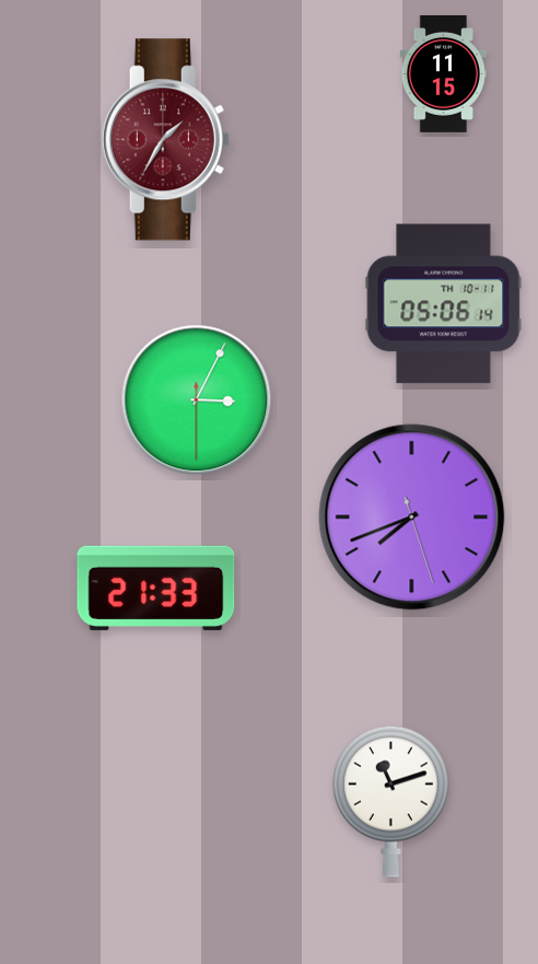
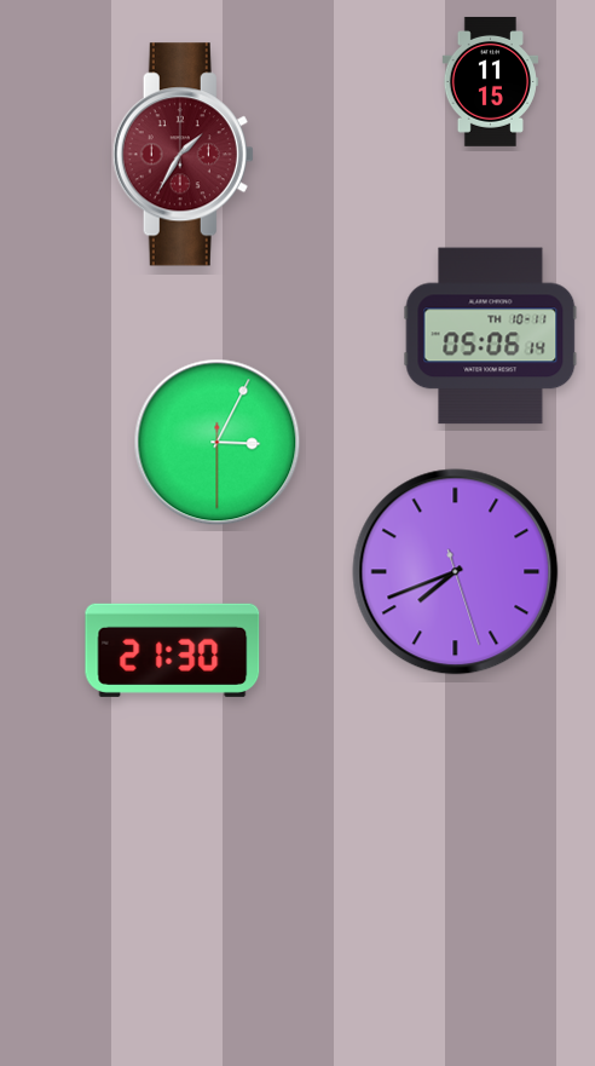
clock at (156, 588): 21:33 -> 21:30
clock at (390, 801): 11:12 -> none
